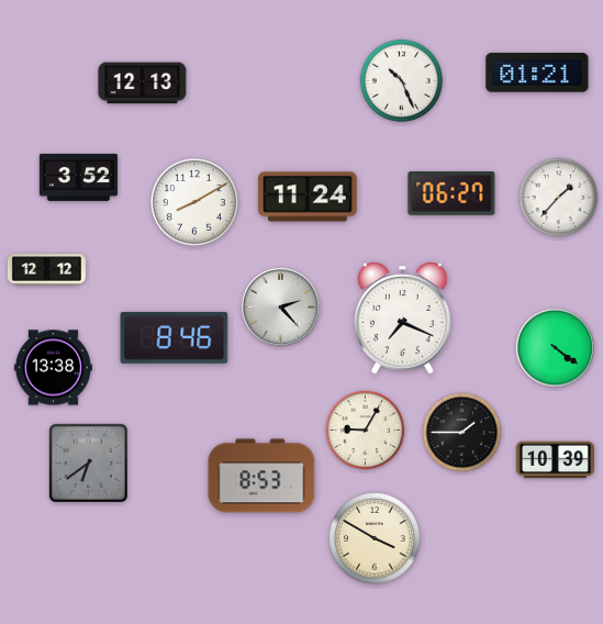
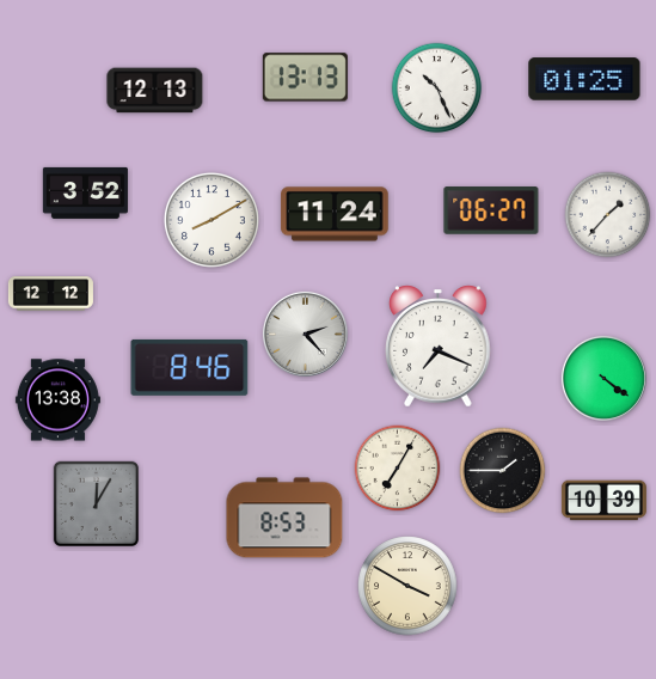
clock at (305, 78): none -> 13:13
clock at (537, 73): 01:21 -> 01:25
clock at (366, 431): 9:05 -> 7:05
clock at (88, 463): 6:39 -> 12:05
